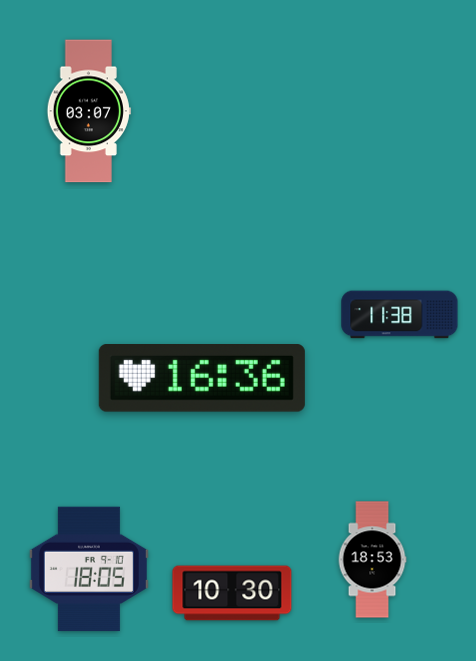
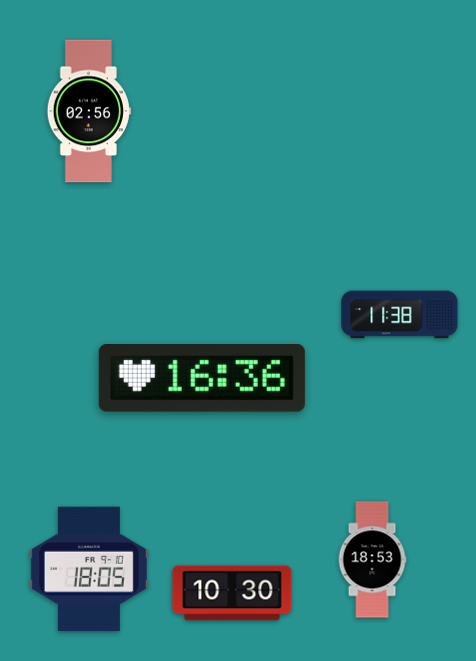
clock at (89, 111): 03:07 -> 02:56
